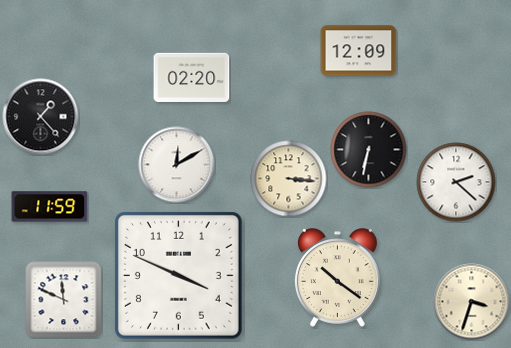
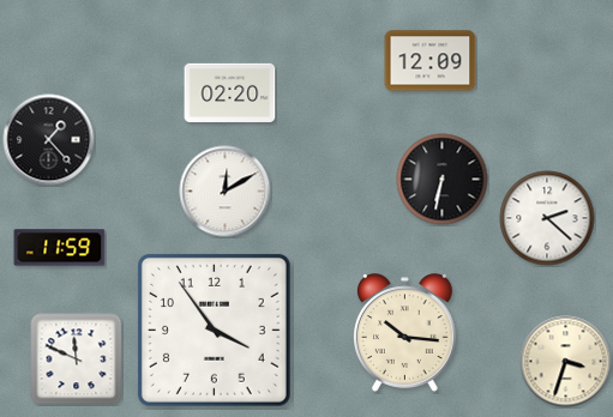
clock at (177, 165) position: (177, 165) -> (226, 192)
clock at (289, 179): 3:16 -> none
clock at (178, 275): 3:49 -> 3:54
clock at (337, 278): 10:21 -> 10:16
